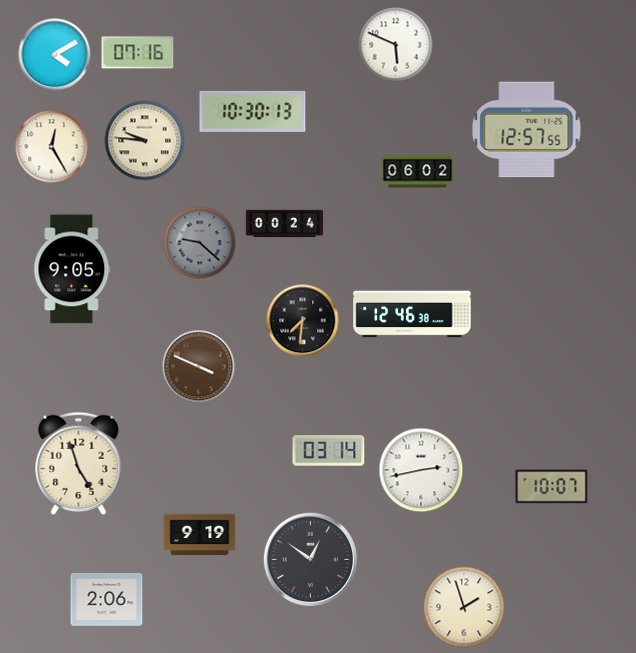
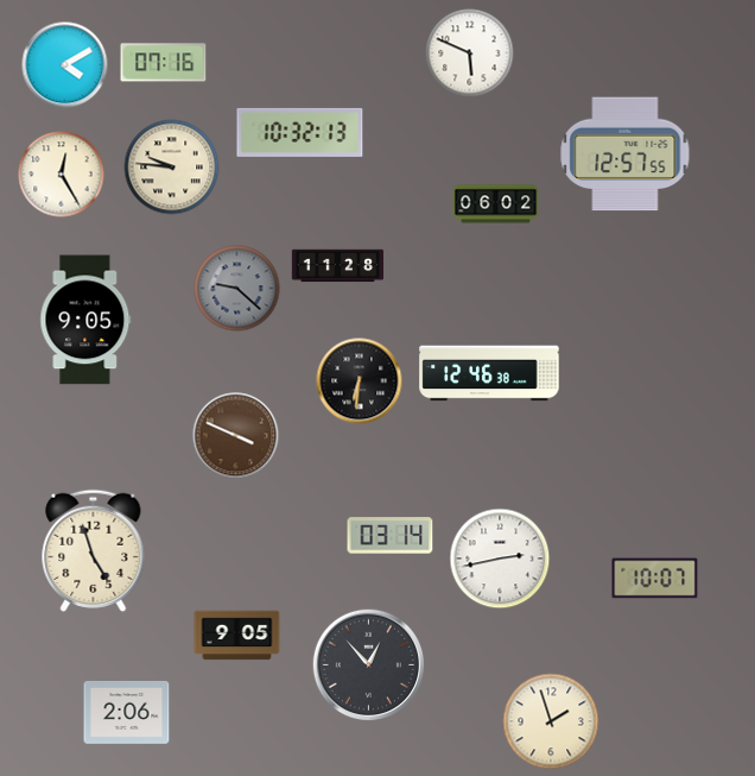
clock at (253, 111): 10:30 -> 10:32
clock at (285, 224): 00:24 -> 11:28
clock at (303, 321): 7:31 -> 6:31
clock at (200, 535): 9:19 -> 9:05
clock at (310, 559): 12:51 -> 12:53
